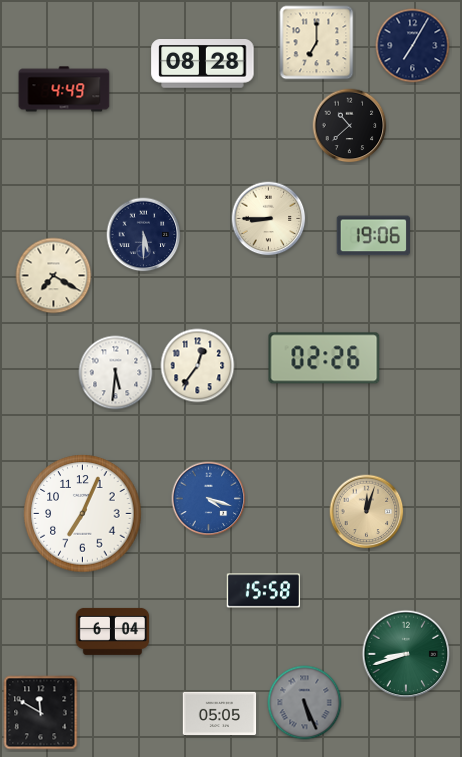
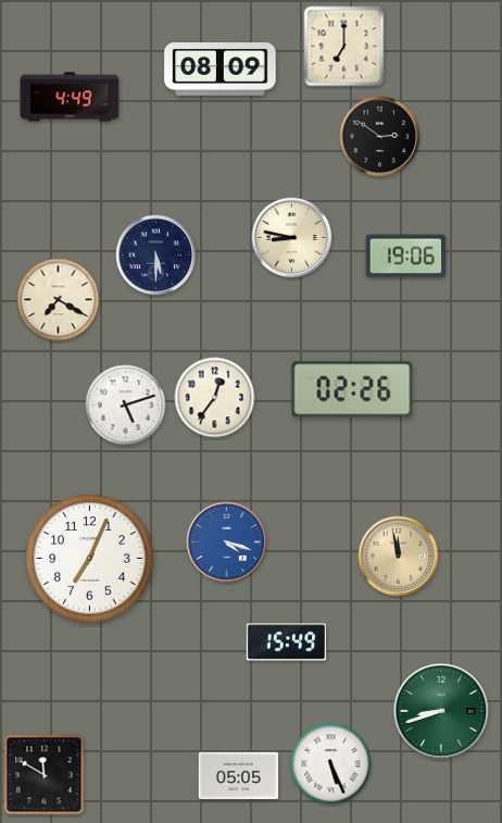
clock at (413, 46): 7:05 -> none
clock at (203, 64): 08:28 -> 08:09
clock at (350, 126): 10:38 -> 2:51
clock at (269, 219): 8:45 -> 8:47
clock at (116, 373): 5:31 -> 5:12
clock at (367, 512): 12:03 -> 11:58
clock at (264, 591): 15:58 -> 15:49
clock at (113, 631): 6:04 -> none
clock at (305, 703) dial: grey -> white
